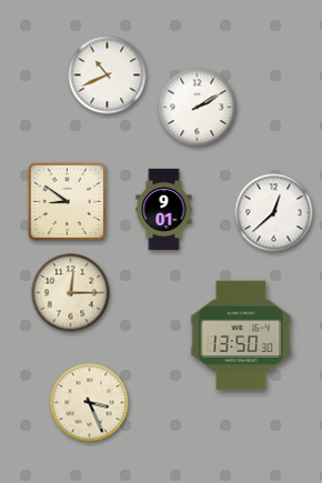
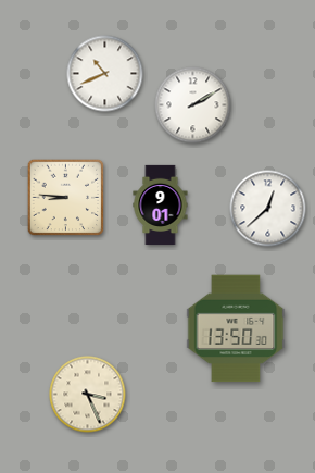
clock at (68, 202): 8:51 -> 8:46
clock at (71, 293): 12:15 -> none
